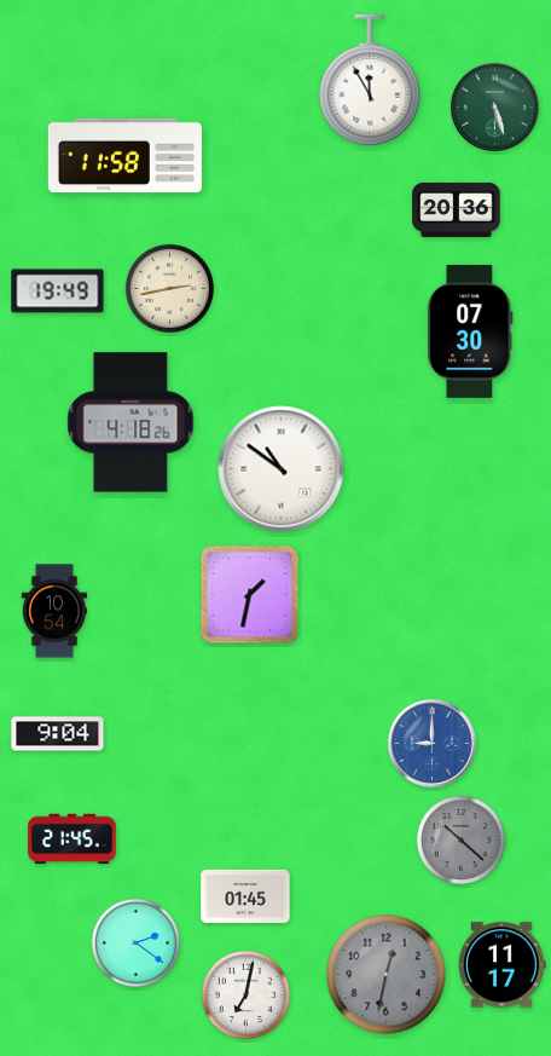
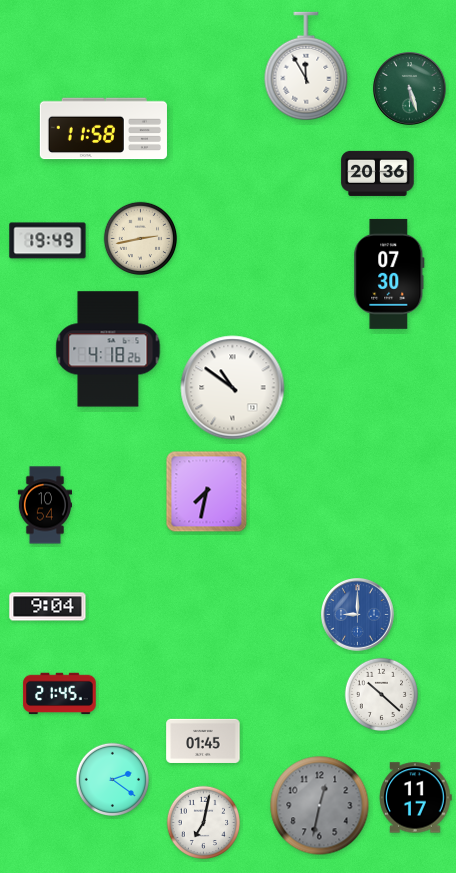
clock at (250, 595): 1:32 -> 7:32
clock at (460, 839) dial: grey -> white
